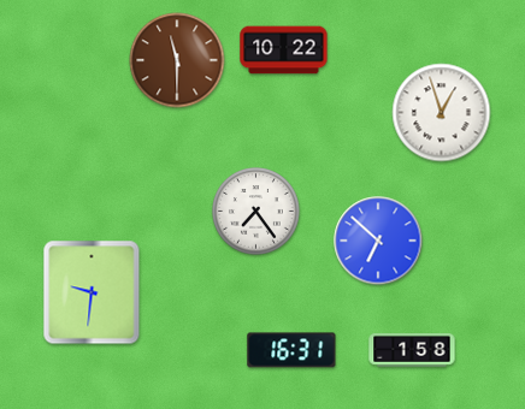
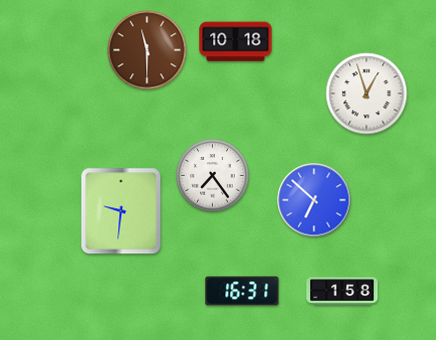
clock at (284, 51): 10:22 -> 10:18
clock at (92, 292) position: (92, 292) -> (121, 211)
